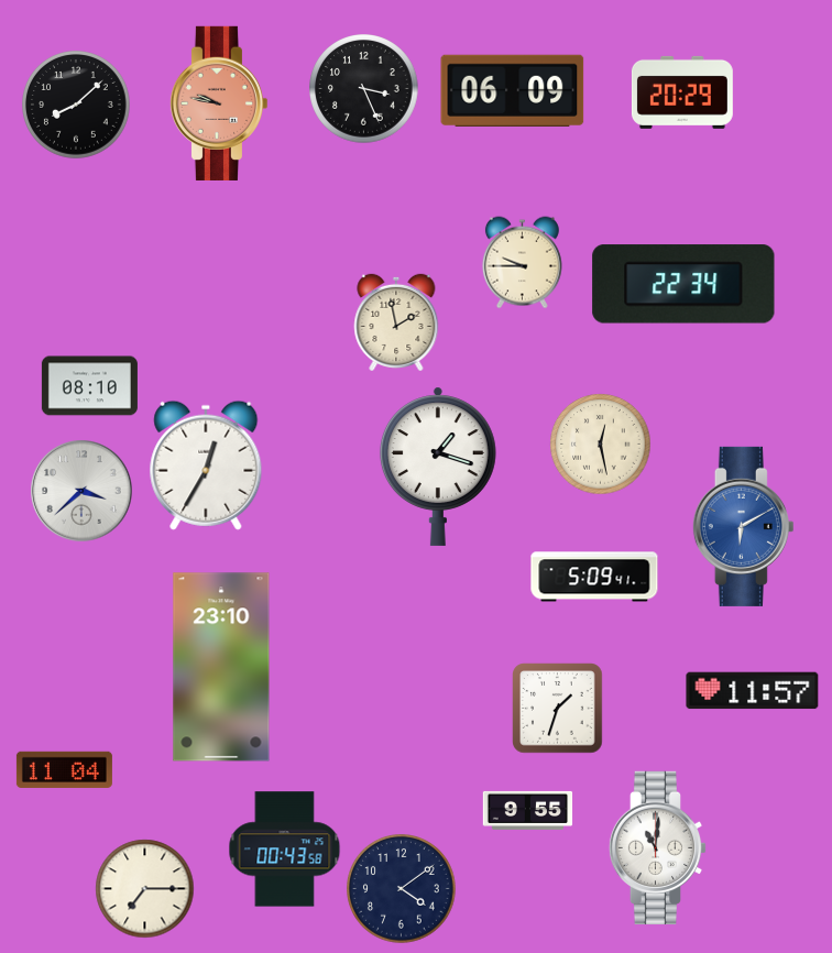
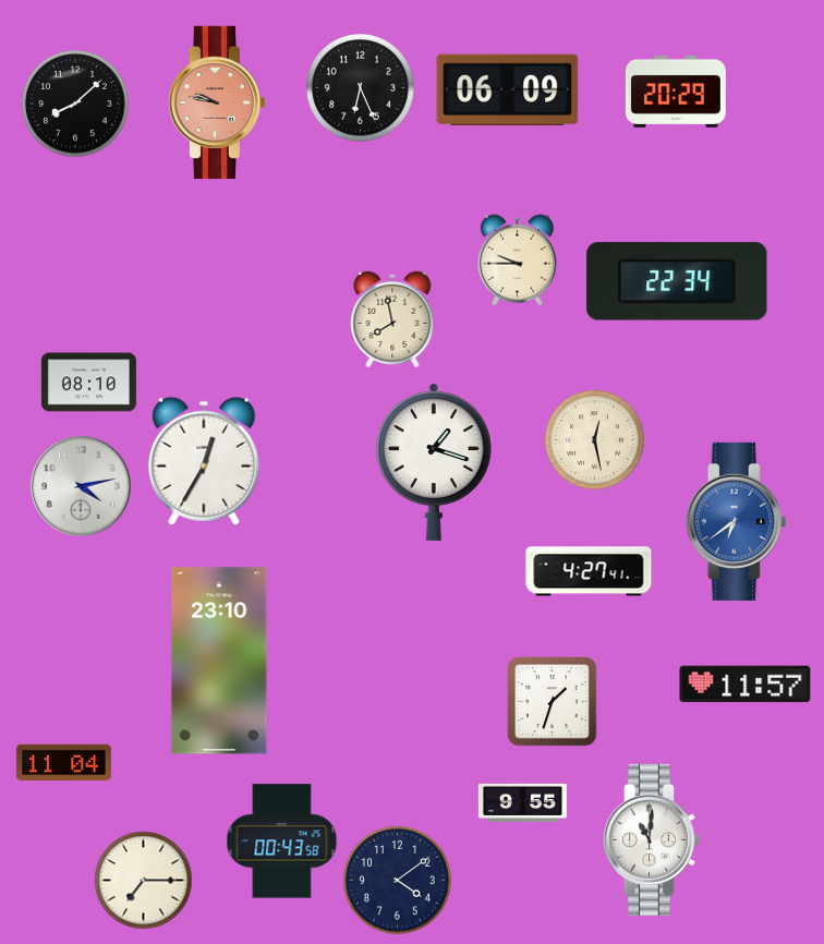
clock at (364, 89): 3:26 -> 6:26
clock at (396, 321): 1:58 -> 7:58
clock at (81, 491): 3:38 -> 4:13
clock at (743, 526): 6:10 -> 6:39
clock at (594, 577): 5:09 -> 4:27
